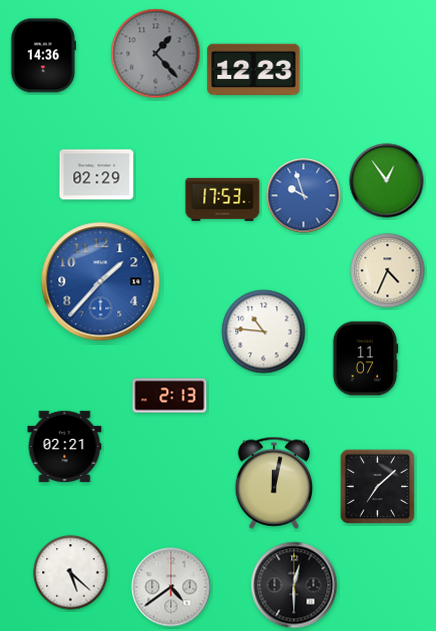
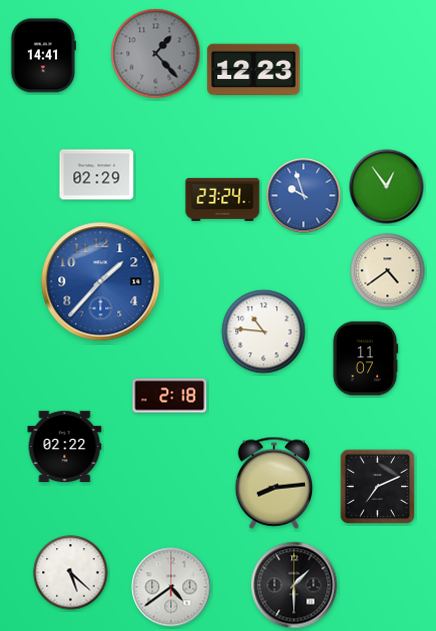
clock at (43, 56): 14:36 -> 14:41
clock at (387, 181) position: (387, 181) -> (387, 187)
clock at (223, 199): 17:53 -> 23:24
clock at (388, 271): 4:34 -> 4:39
clock at (170, 396): 2:13 -> 2:18
clock at (65, 447): 02:21 -> 02:22
clock at (274, 483): 12:02 -> 8:14
clock at (378, 487): 7:08 -> 7:11
clock at (294, 585): 12:30 -> 1:30
